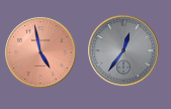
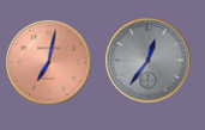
clock at (41, 53): 4:58 -> 7:02
